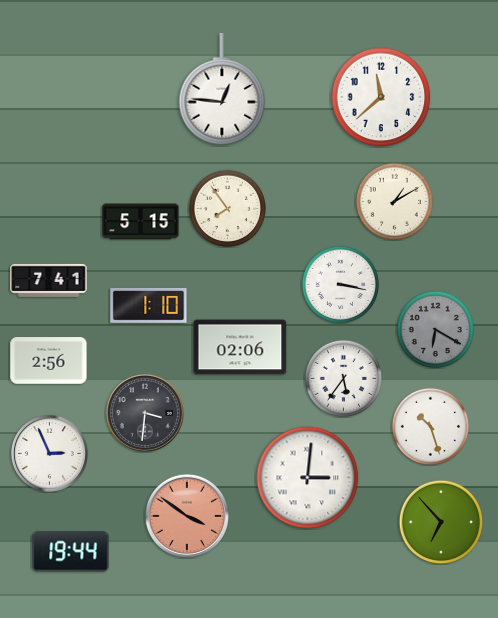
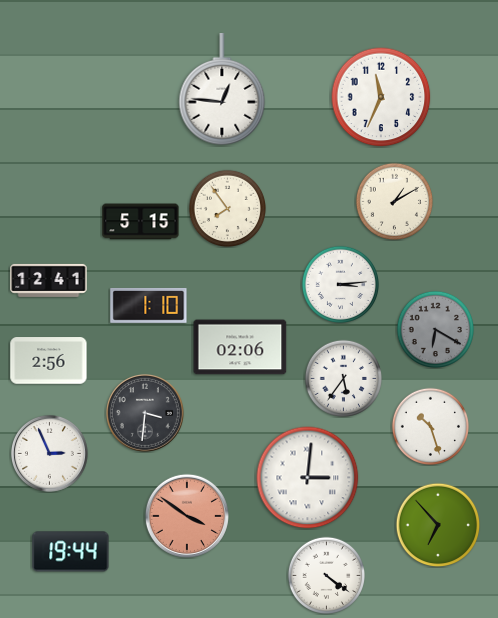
clock at (381, 97): 11:38 -> 11:34
clock at (49, 280): 7:41 -> 12:41
clock at (340, 284): 3:17 -> 3:14
clock at (441, 522) position: (441, 522) -> (438, 525)
clock at (326, 575): none -> 4:21
